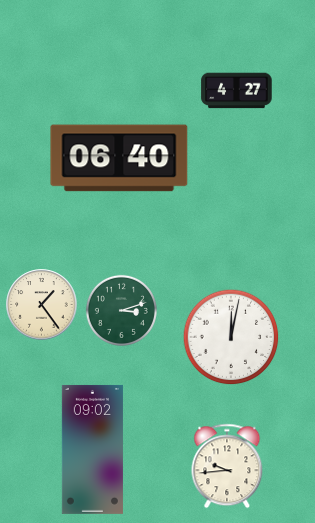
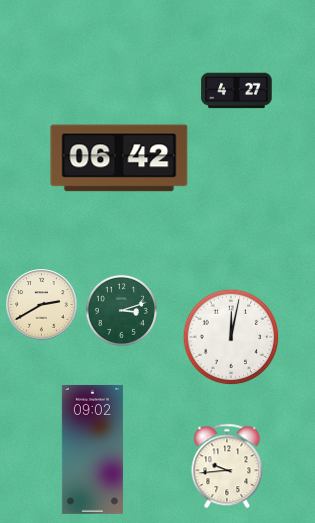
clock at (119, 158): 06:40 -> 06:42
clock at (42, 305): 1:24 -> 2:40
